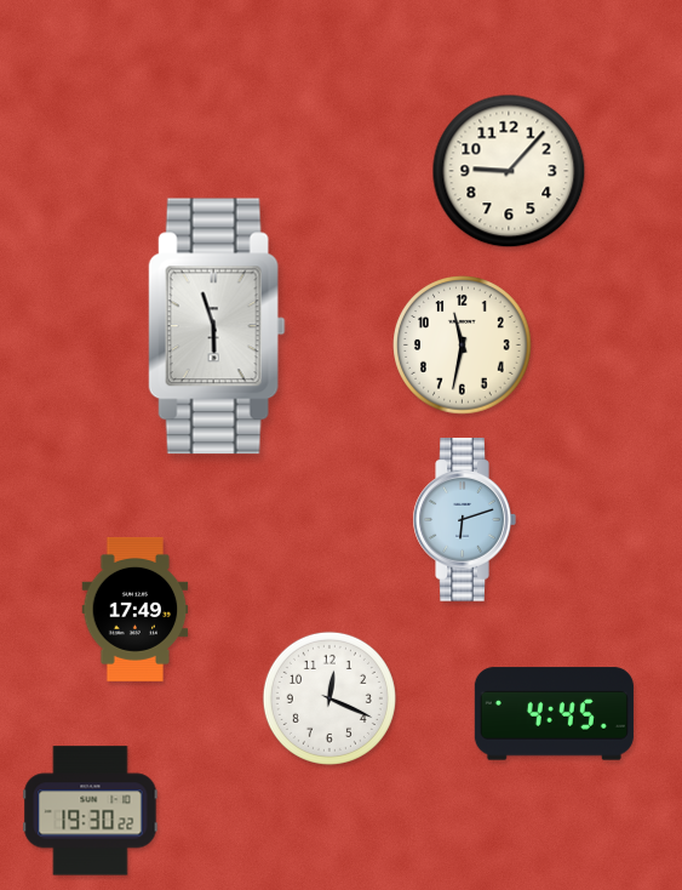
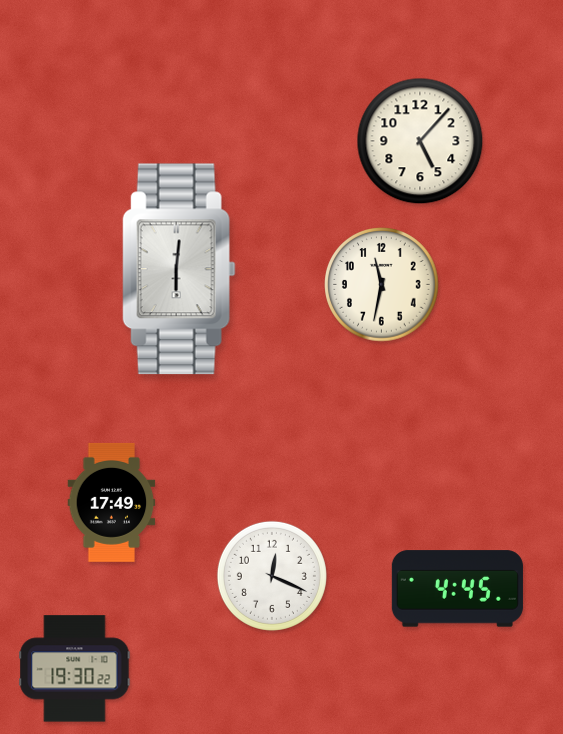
clock at (509, 171): 9:07 -> 5:07
clock at (217, 326): 5:57 -> 6:01
clock at (464, 520): 6:12 -> none
